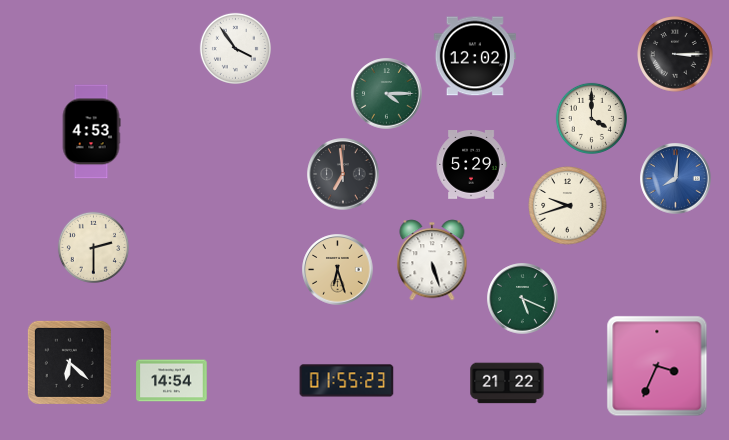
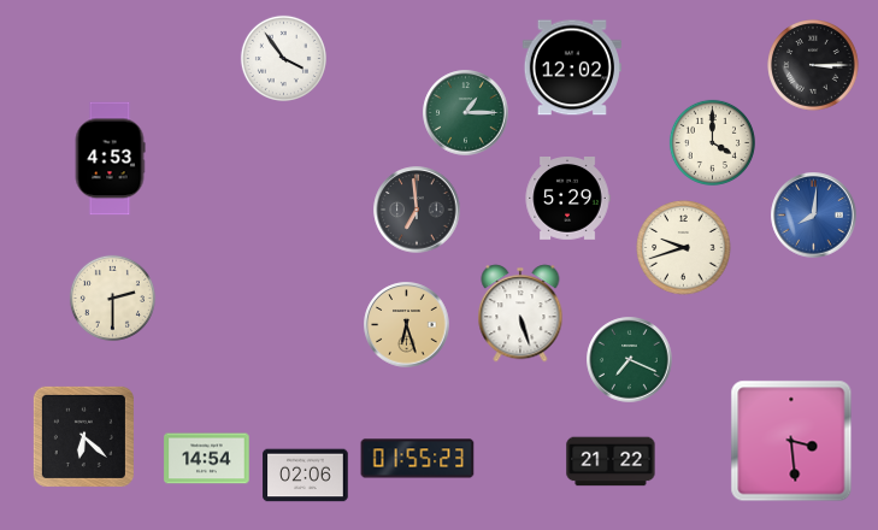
clock at (387, 94): 4:15 -> 1:15
clock at (343, 174) position: (343, 174) -> (417, 210)
clock at (523, 299): 5:19 -> 7:19
clock at (657, 366): 3:34 -> 3:29
clock at (306, 476): none -> 02:06
